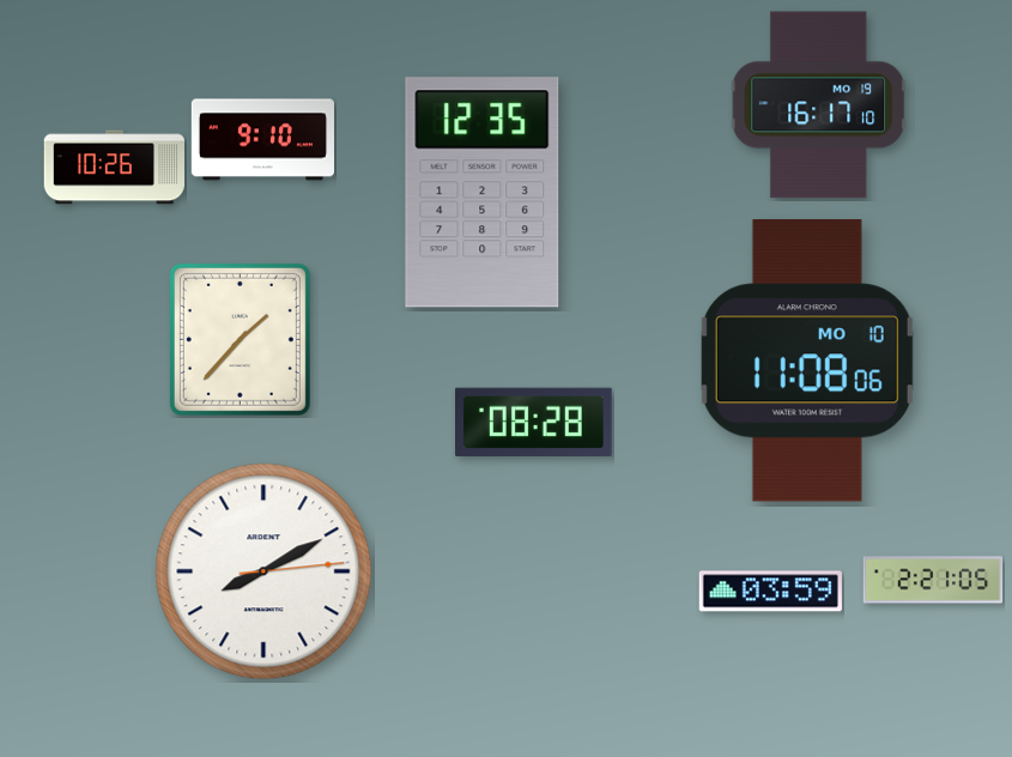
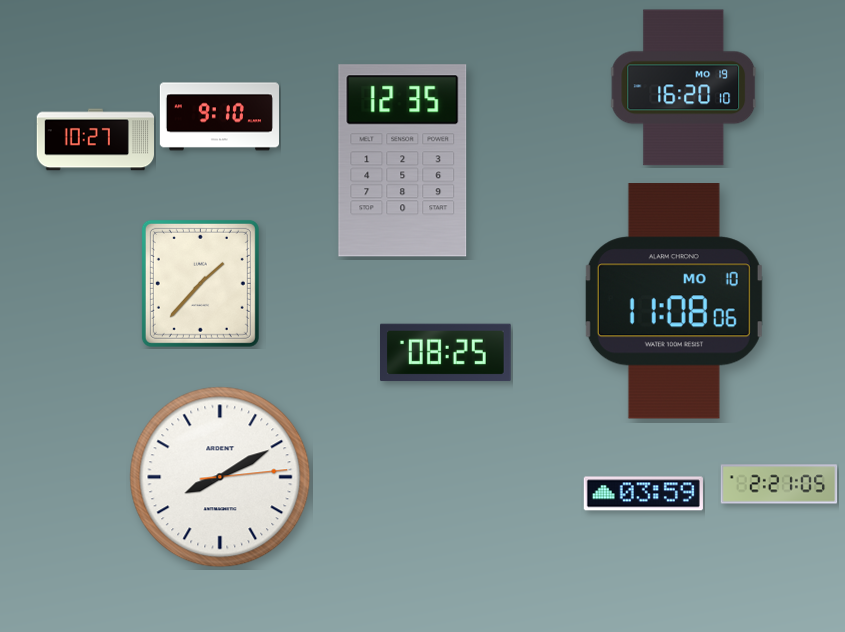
clock at (819, 105): 16:17 -> 16:20
clock at (115, 168): 10:26 -> 10:27
clock at (534, 423): 08:28 -> 08:25
